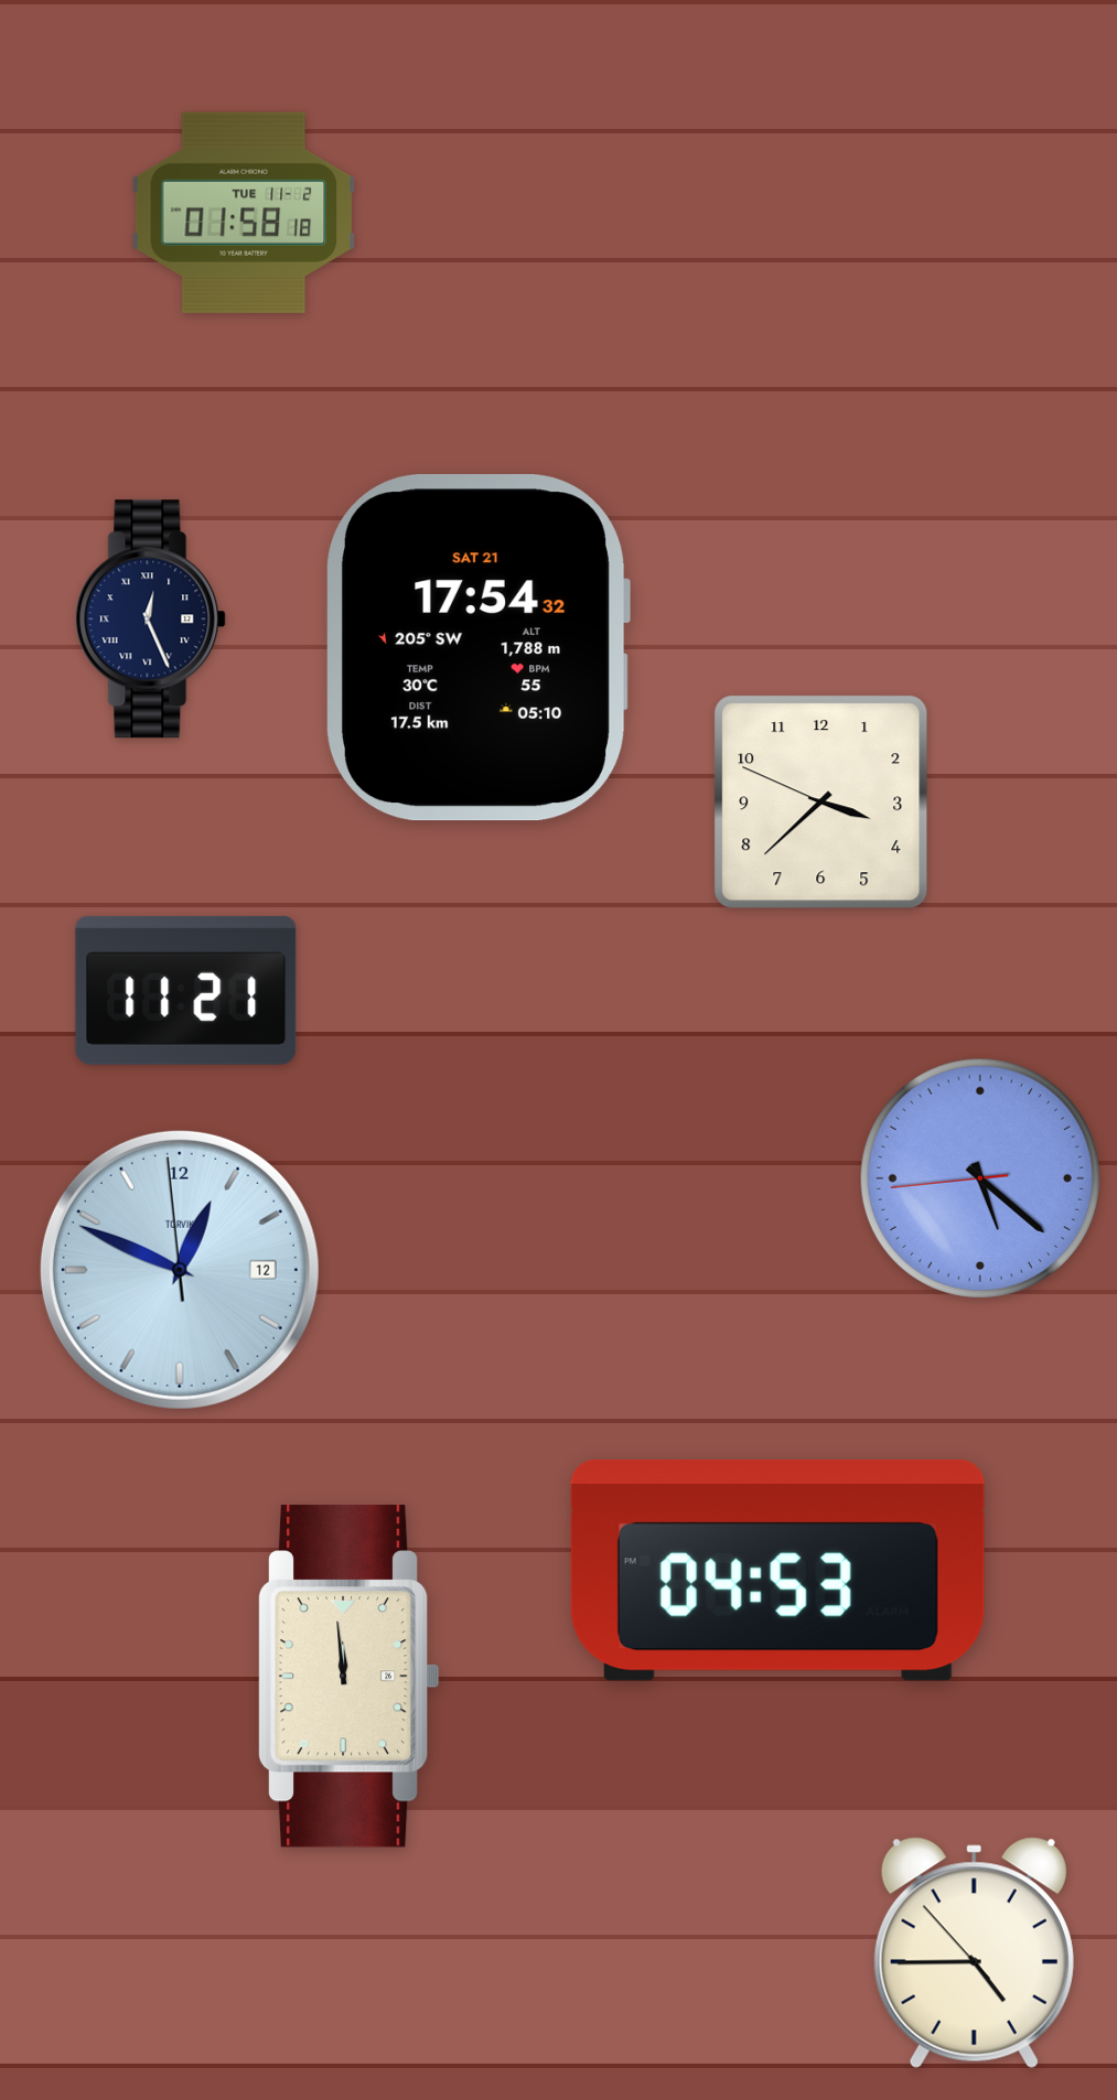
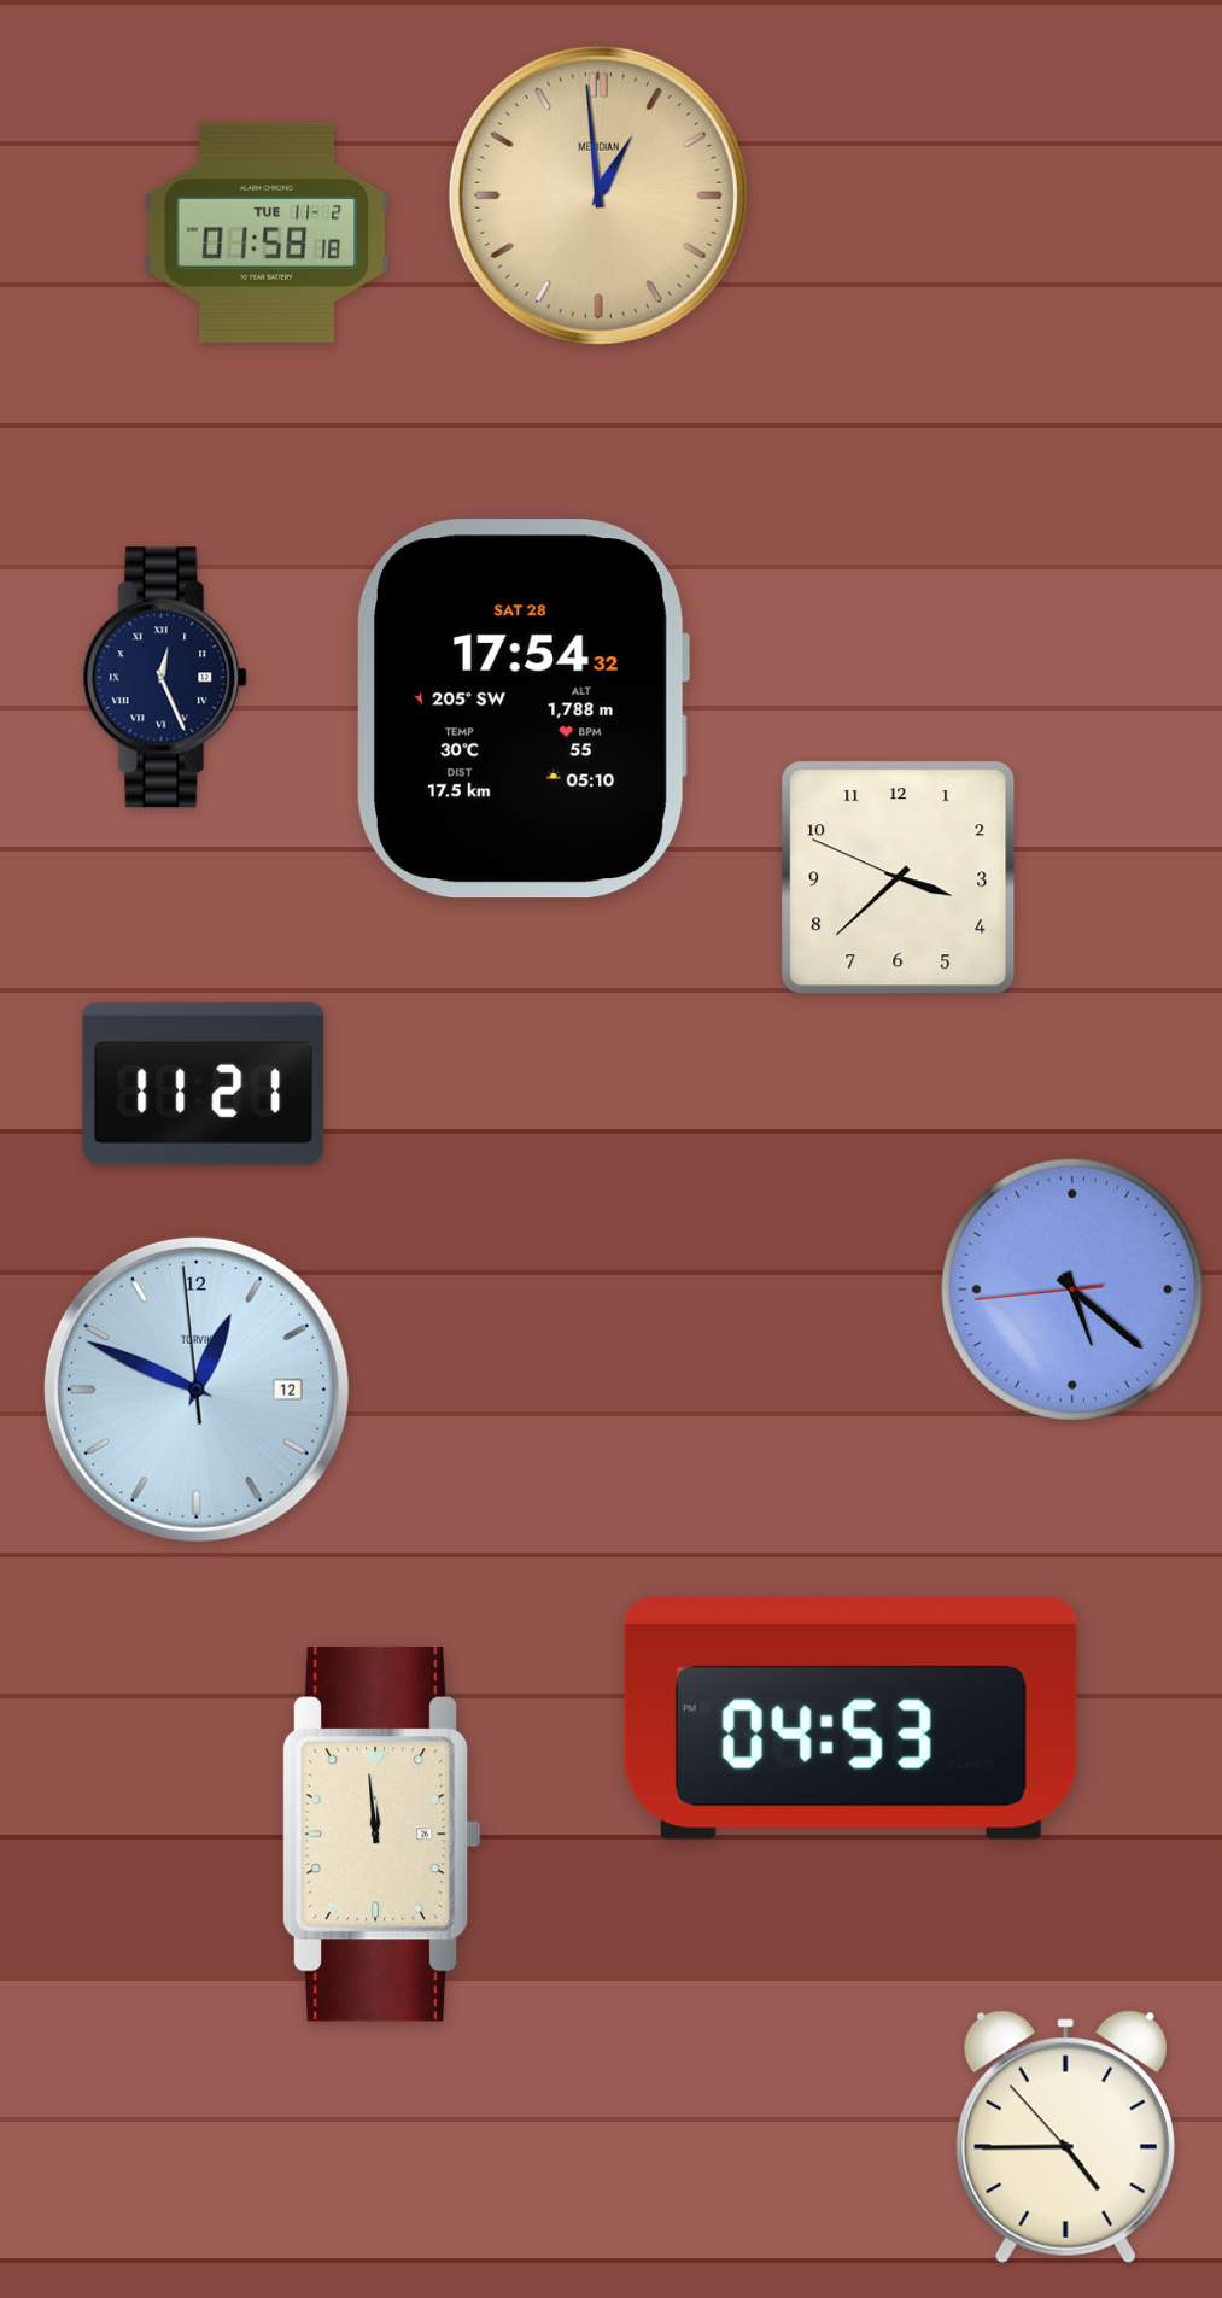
clock at (598, 195): none -> 12:59
clock at (479, 648) date: SAT 21 -> SAT 28
